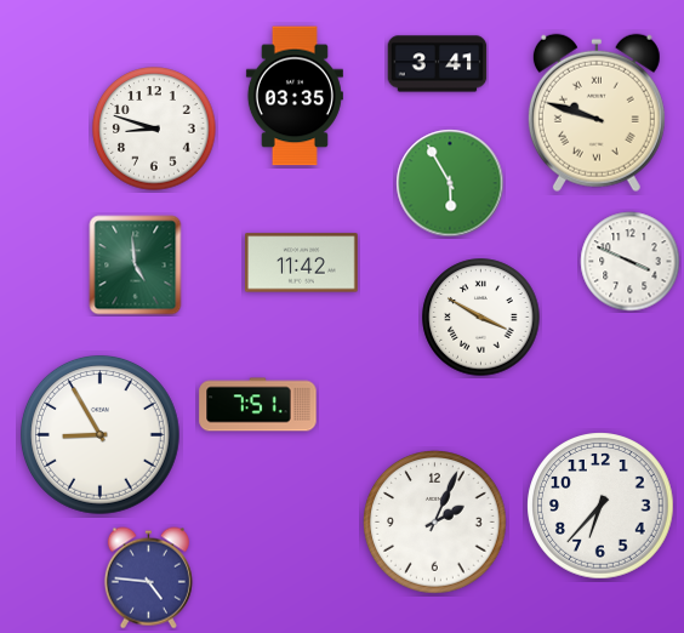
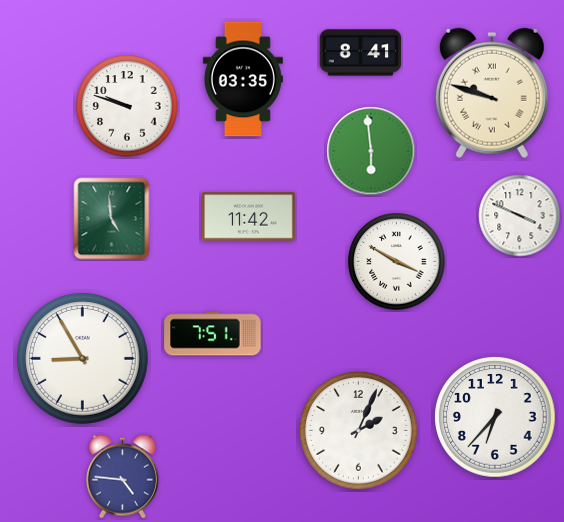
clock at (438, 64): 3:41 -> 8:41
clock at (154, 129): 8:48 -> 9:48
clock at (450, 183): 5:55 -> 5:59
